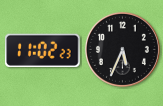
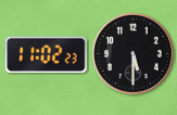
clock at (122, 49): 5:34 -> 5:30
